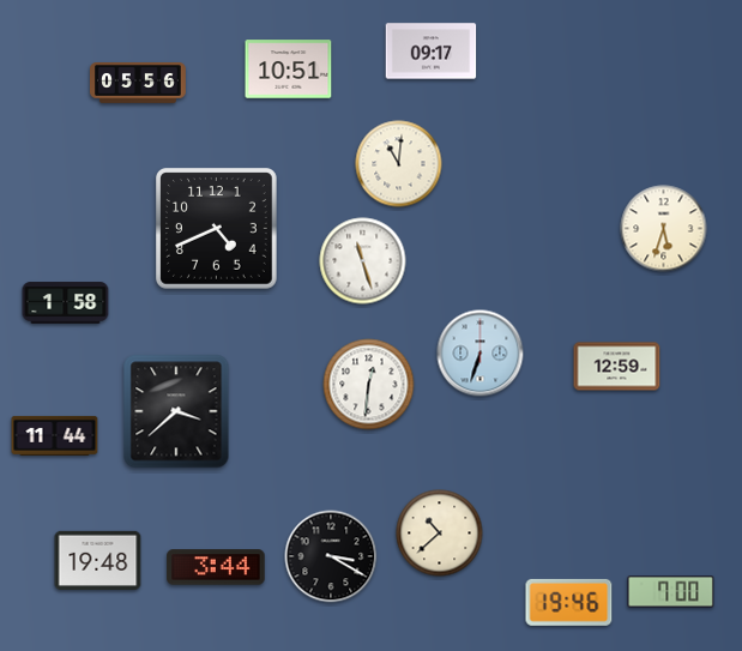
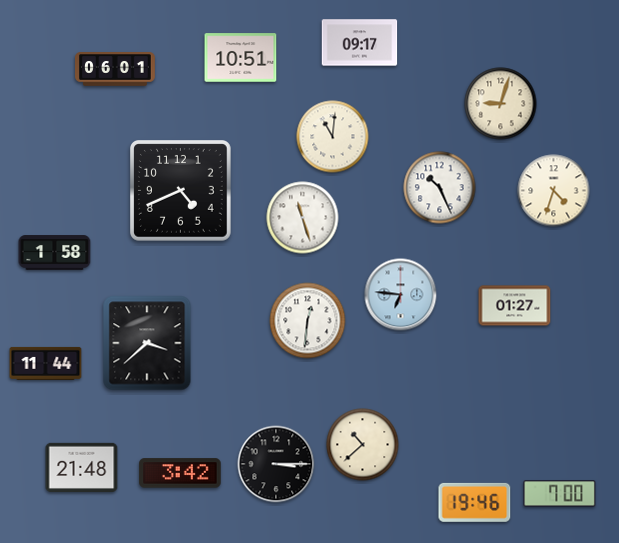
clock at (139, 84): 05:56 -> 06:01
clock at (501, 104): none -> 9:03
clock at (440, 188): none -> 10:26
clock at (664, 229): 5:33 -> 4:33
clock at (481, 354): 6:33 -> 6:46
clock at (617, 367): 12:59 -> 01:27
clock at (440, 534) position: (440, 534) -> (363, 445)
clock at (331, 556): 3:20 -> 3:15
clock at (98, 560): 19:48 -> 21:48
clock at (216, 567): 3:44 -> 3:42
